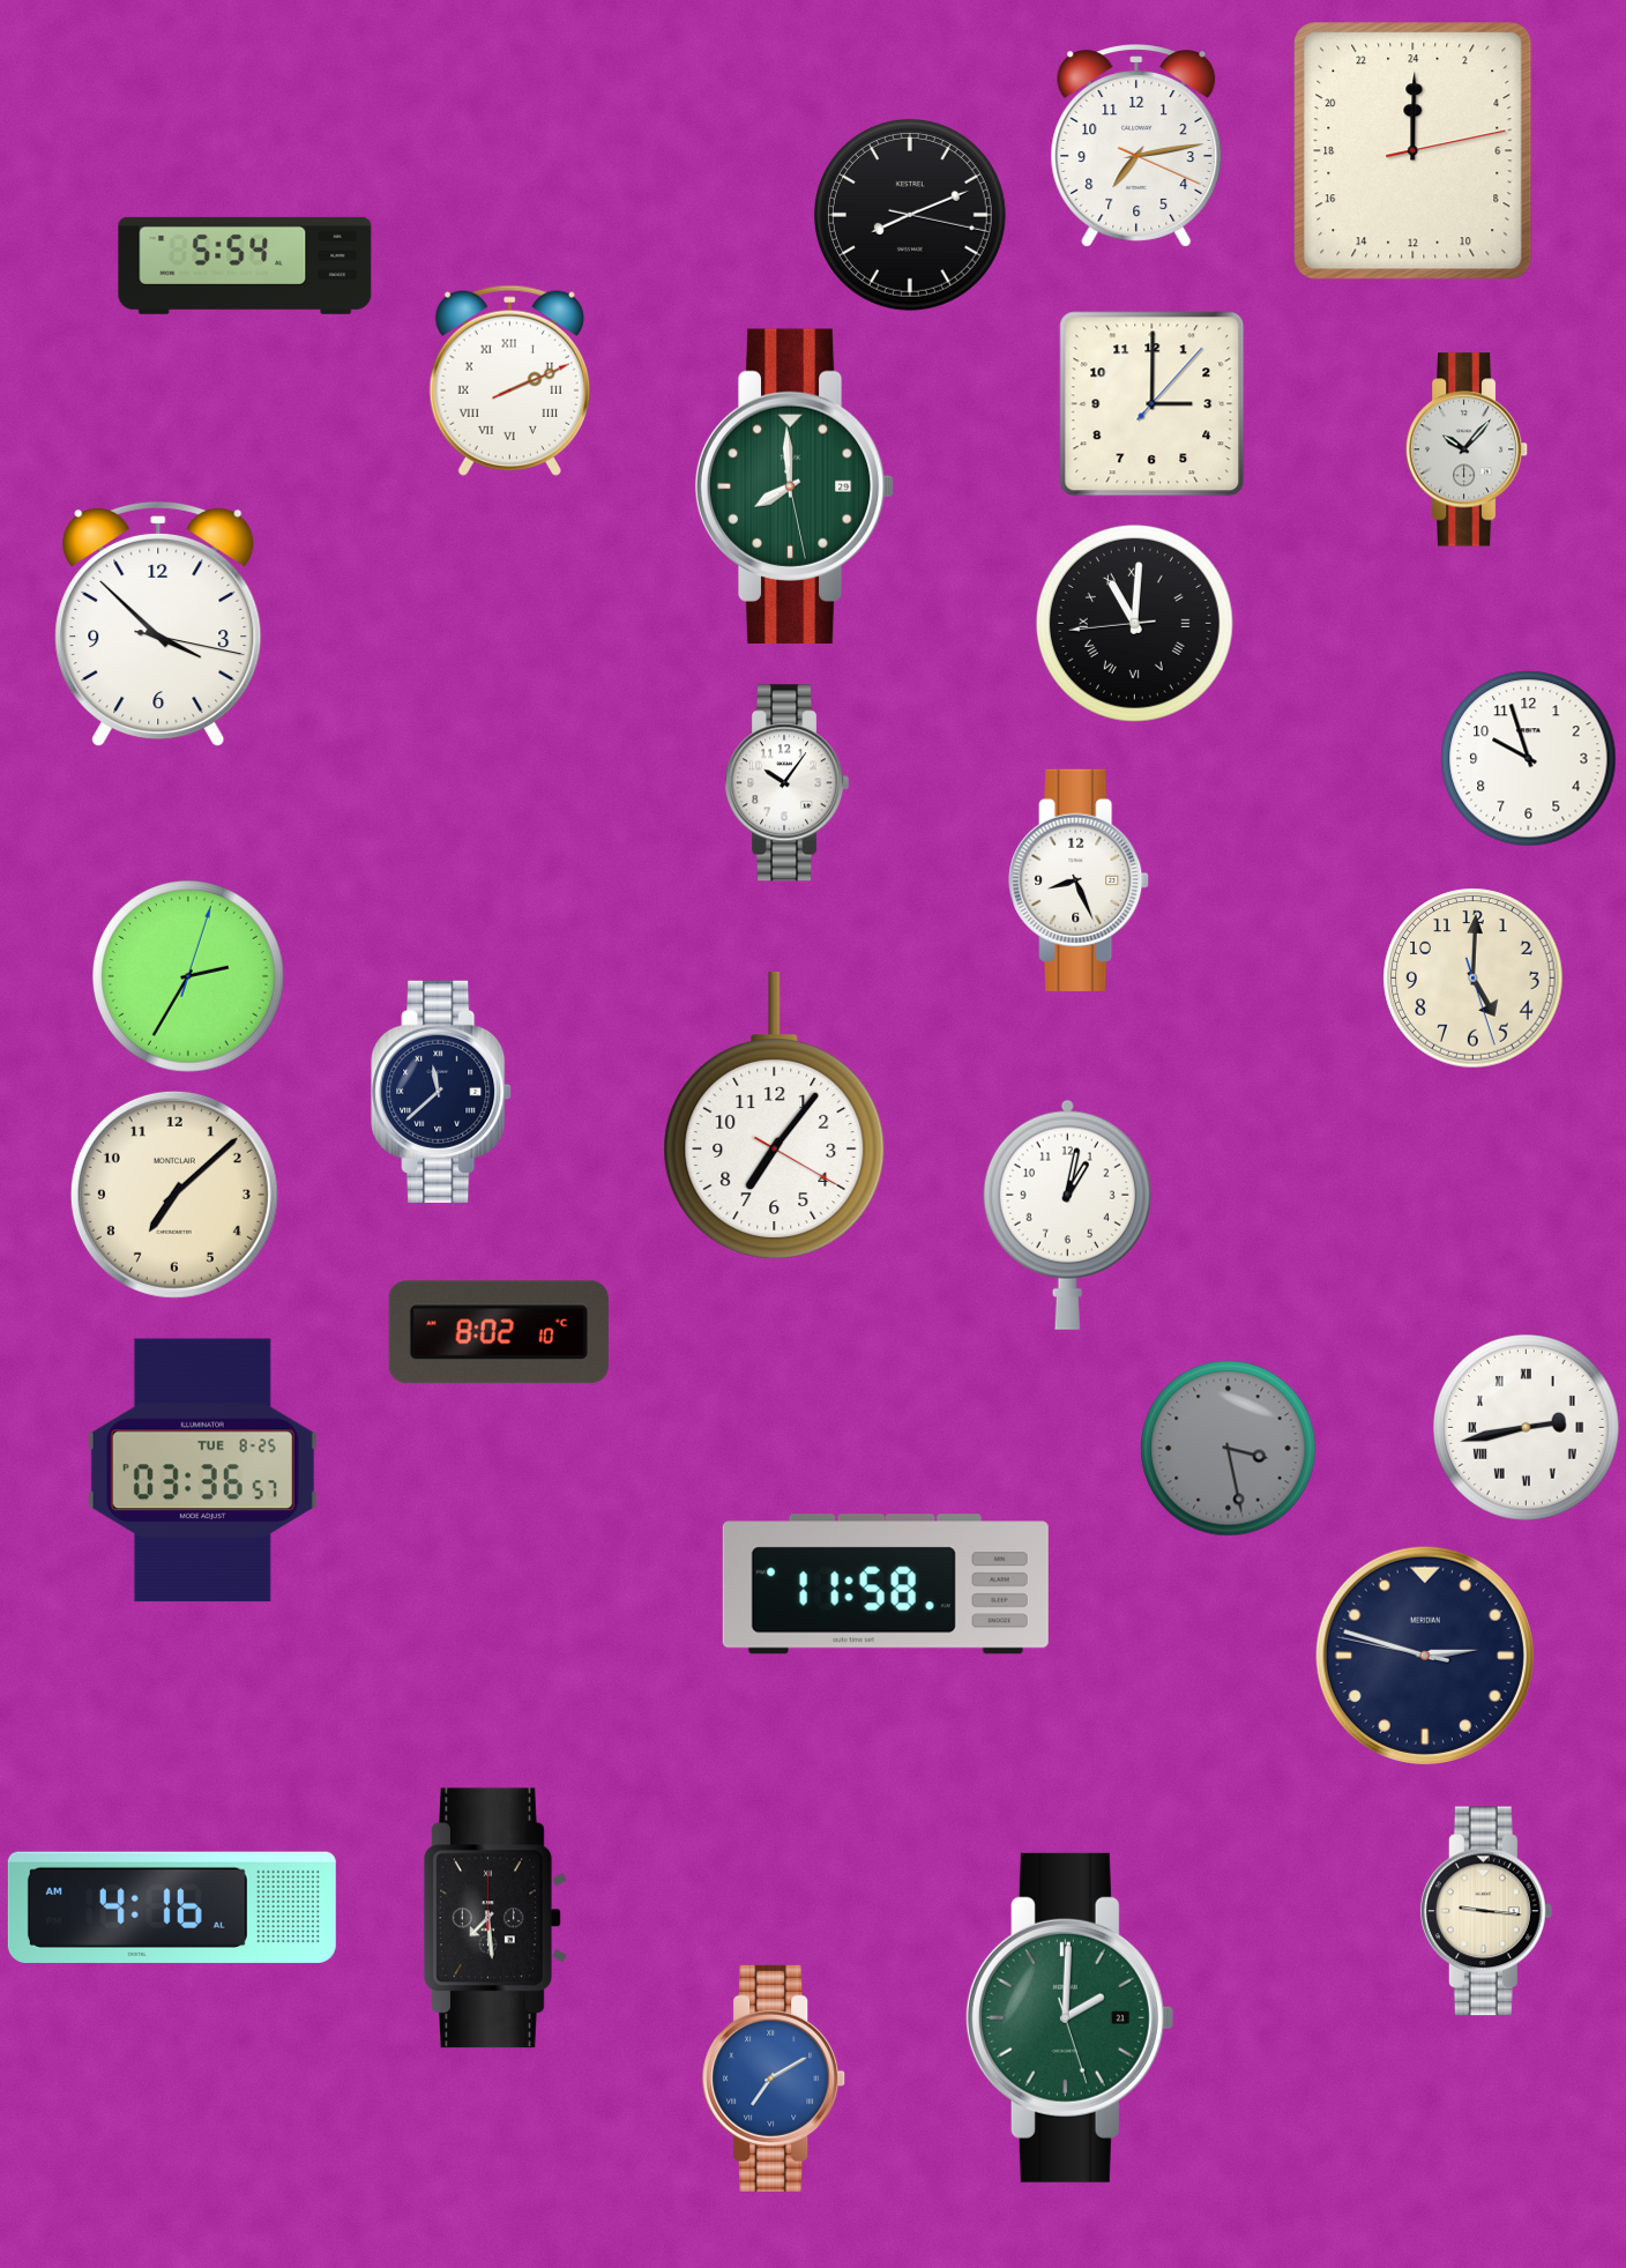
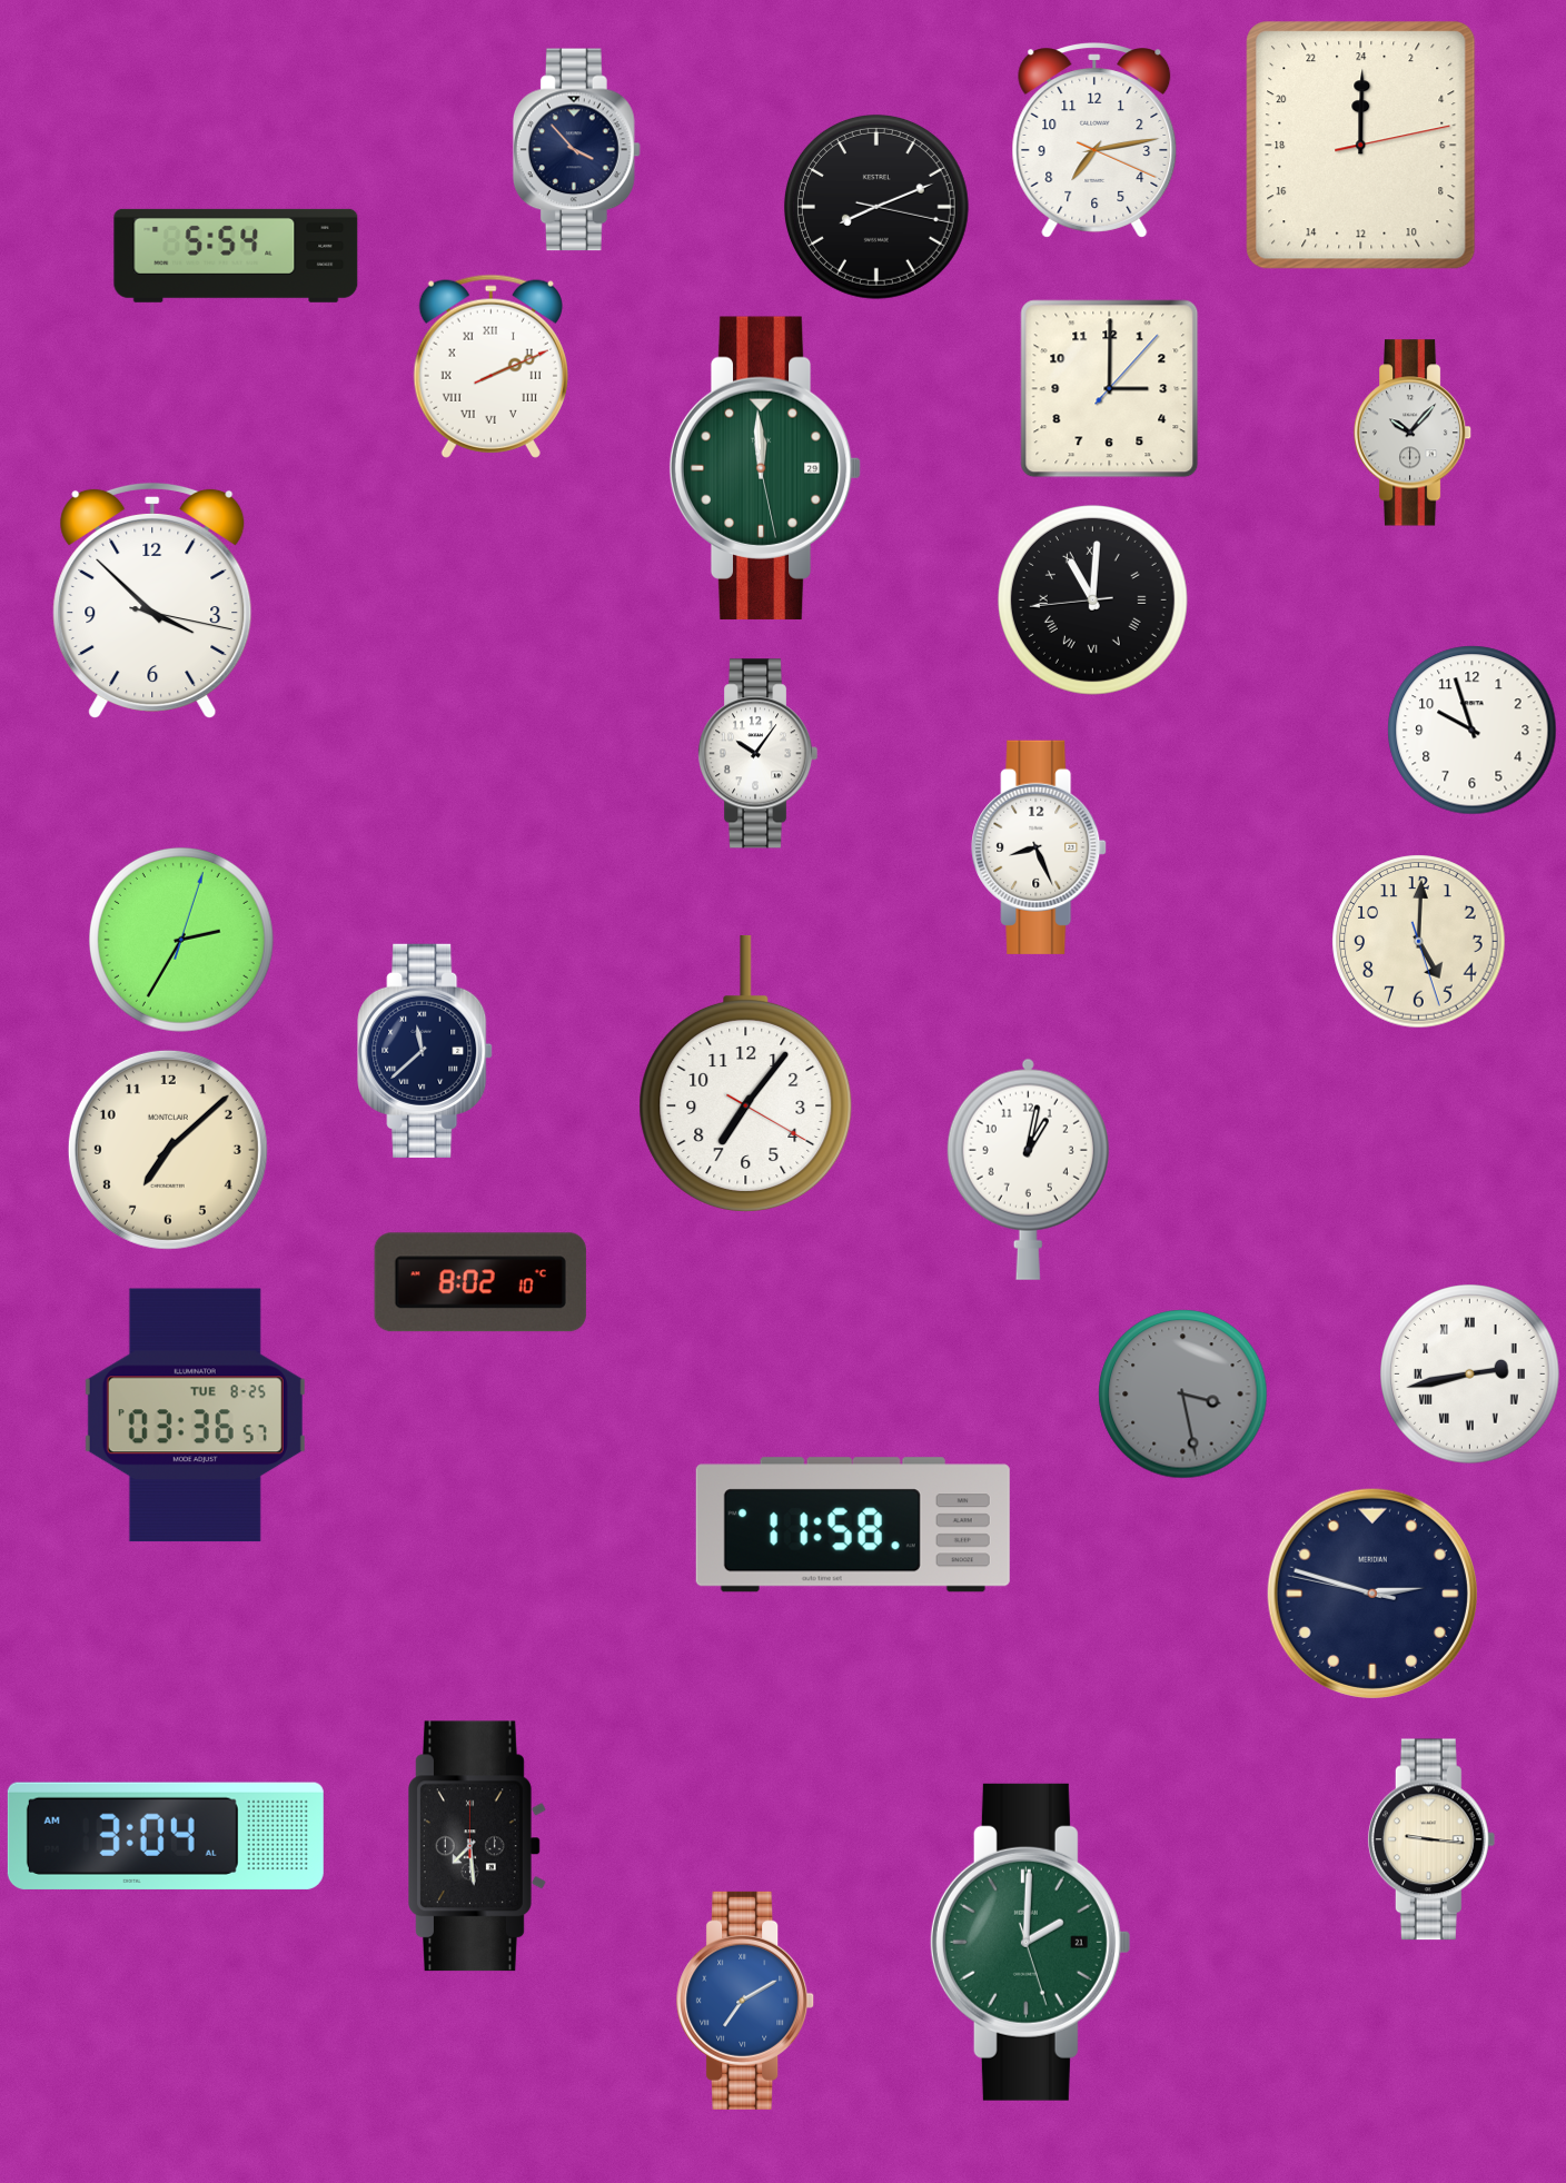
clock at (576, 150): none -> 3:53
clock at (795, 486): 7:59 -> 11:59
clock at (172, 1908): 4:16 -> 3:04
